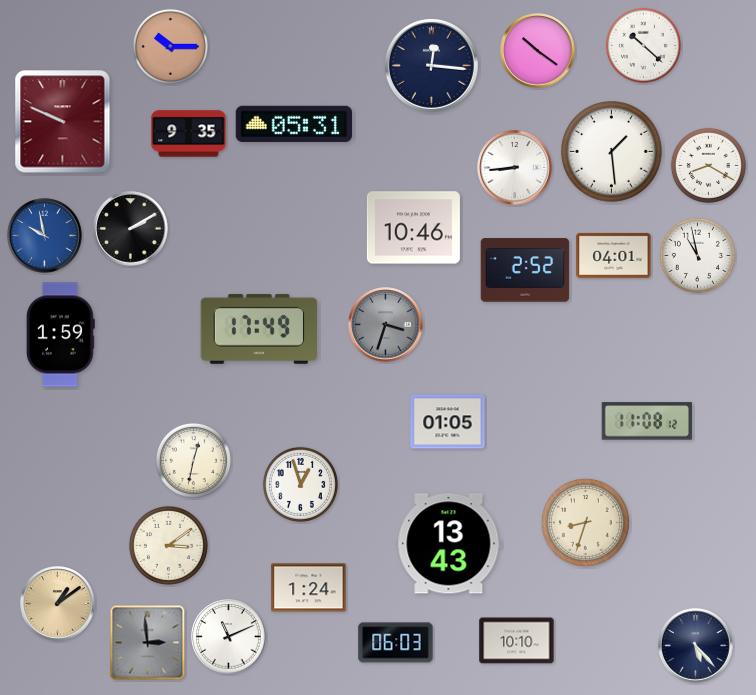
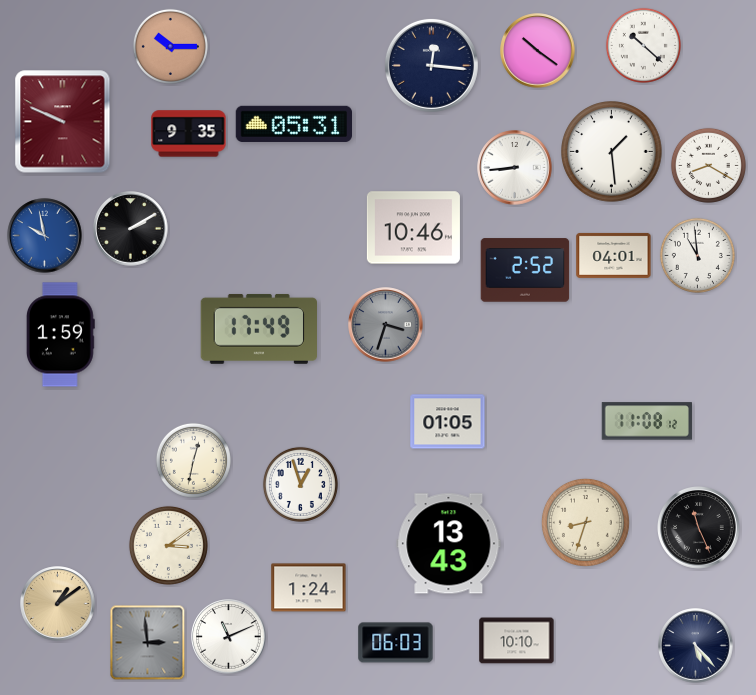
clock at (697, 255): 10:58 -> 10:59
clock at (699, 528): none -> 11:26
